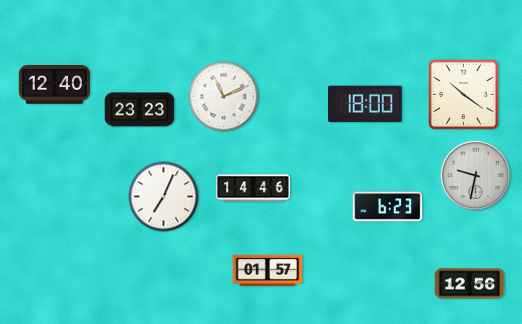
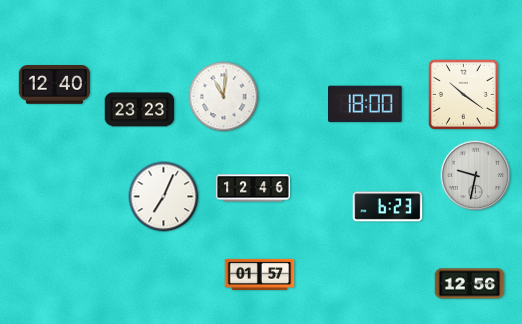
clock at (224, 97): 11:11 -> 11:01
clock at (253, 188): 14:46 -> 12:46
clock at (268, 270) position: (268, 270) -> (260, 274)
